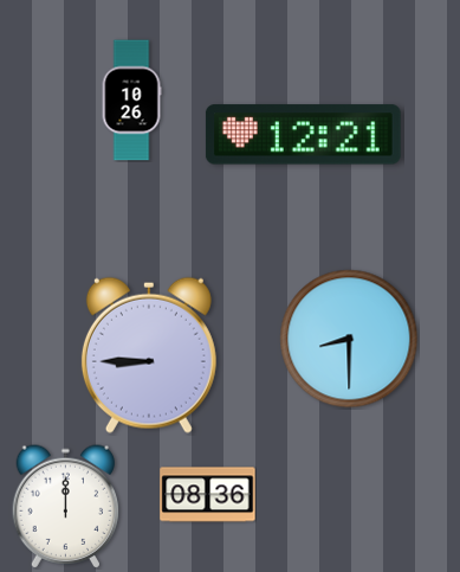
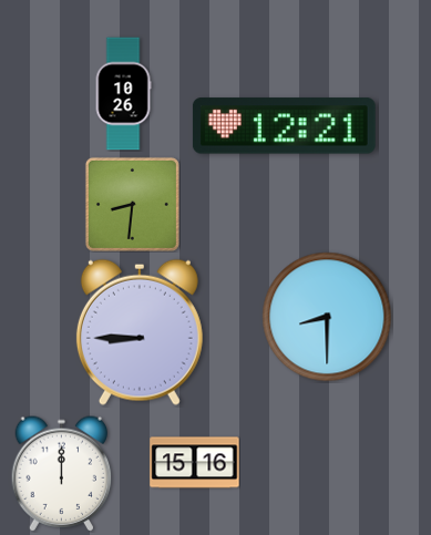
clock at (132, 204): none -> 8:31
clock at (208, 495): 08:36 -> 15:16
